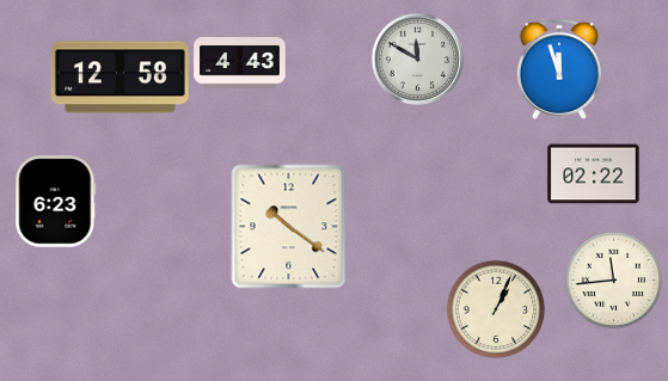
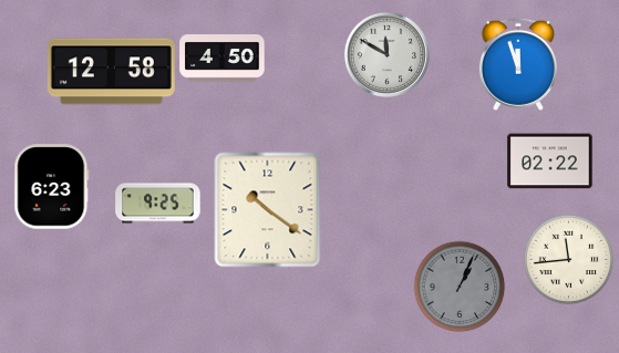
clock at (240, 63): 4:43 -> 4:50
clock at (158, 204): none -> 9:25
clock at (496, 309) dial: cream -> grey
